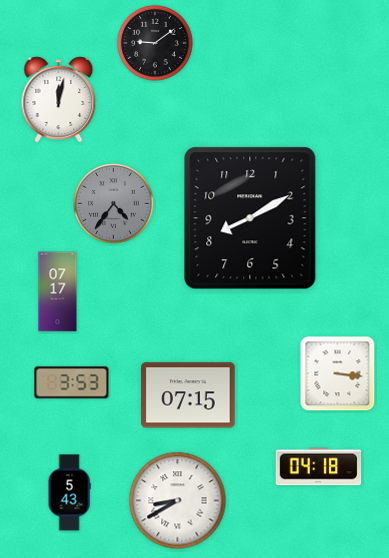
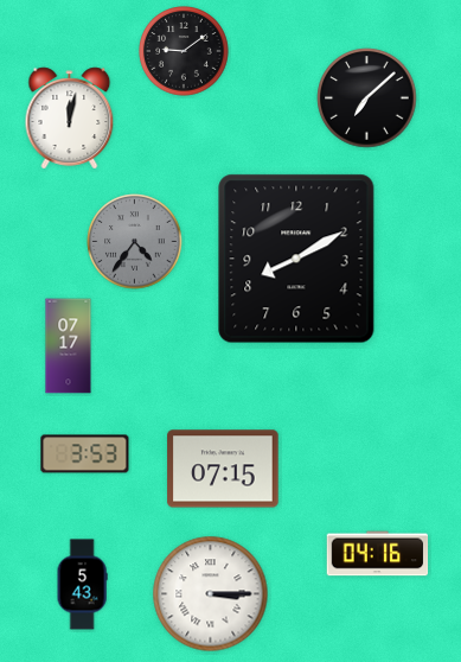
clock at (367, 98): none -> 7:08
clock at (338, 374): 3:16 -> none
clock at (319, 467): 04:18 -> 04:16
clock at (178, 501): 8:40 -> 3:15
